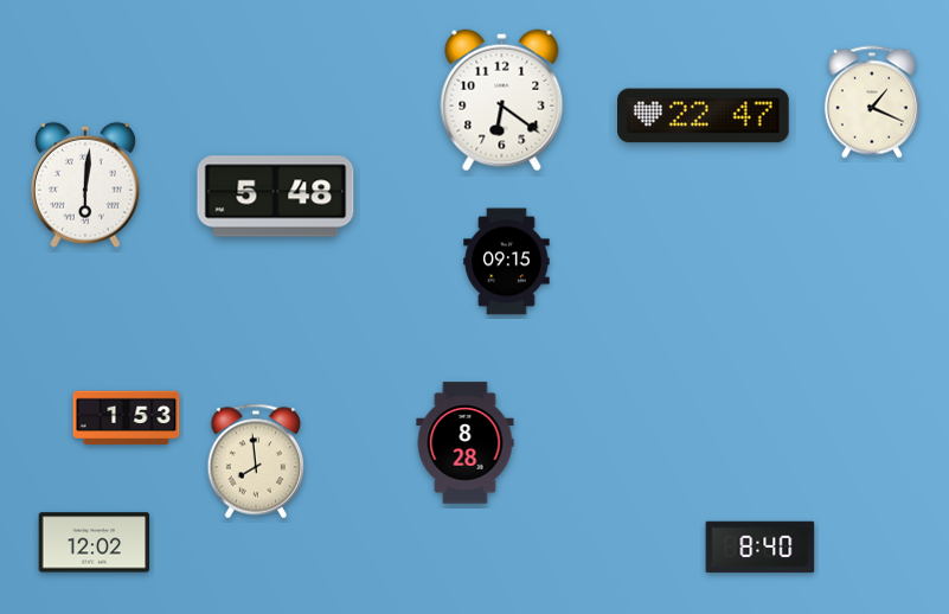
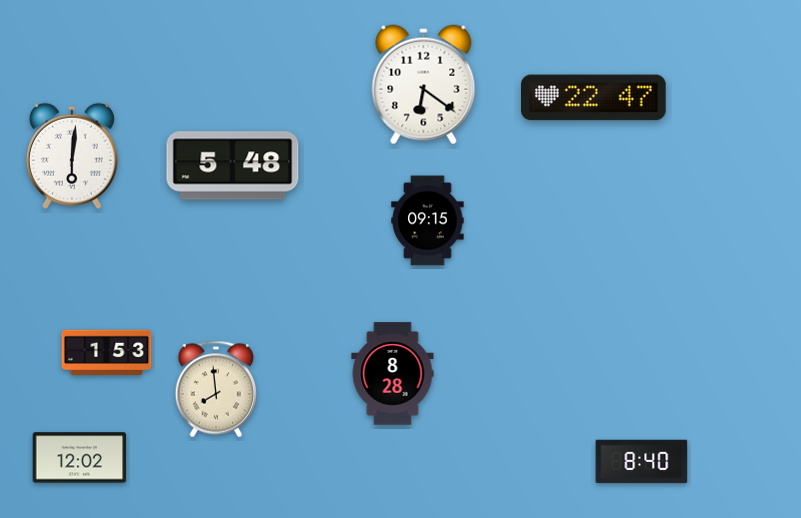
clock at (872, 102): 1:19 -> none
